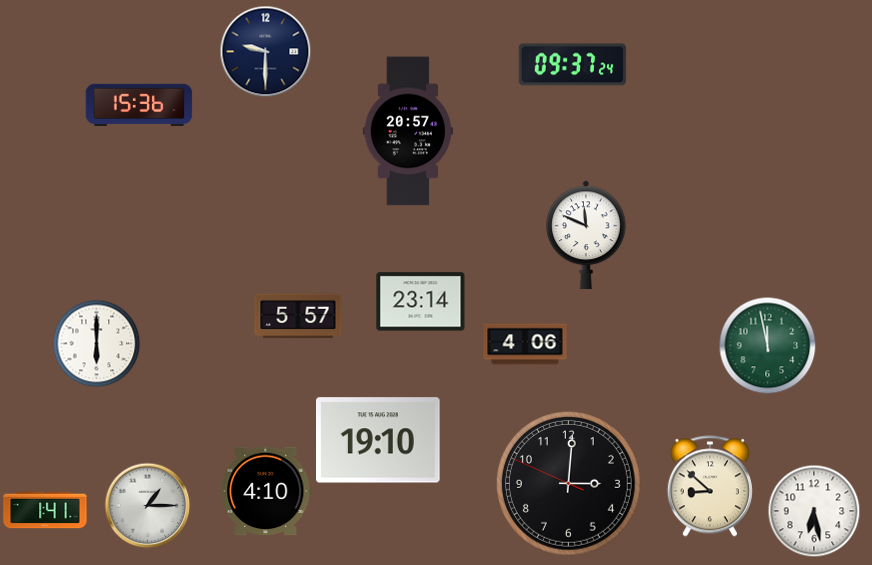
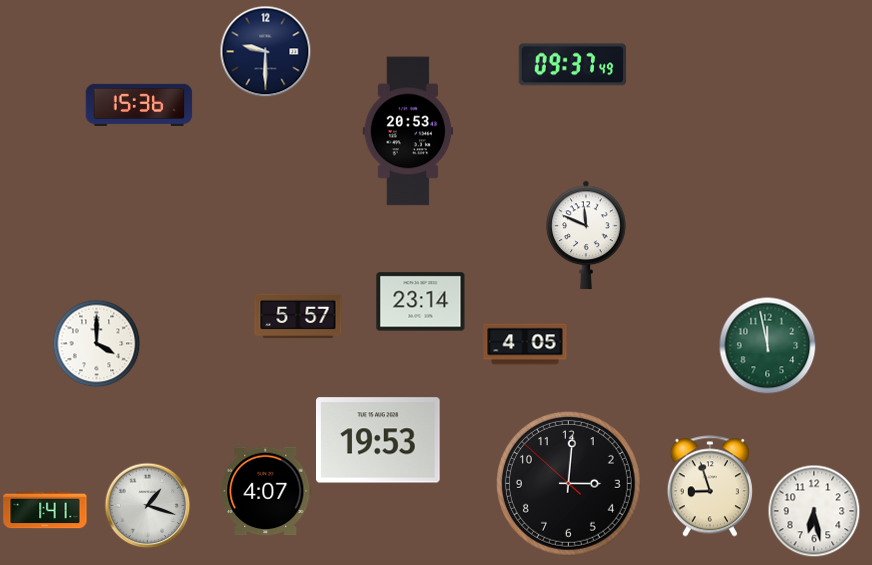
clock at (573, 65): 09:37:24 -> 09:37:49
clock at (407, 131): 20:57 -> 20:53
clock at (96, 343): 6:00 -> 4:00
clock at (525, 344): 4:06 -> 4:05
clock at (378, 440): 19:10 -> 19:53
clock at (569, 484): 3:00:49 -> 3:00:52
clock at (710, 486): 8:52 -> 8:57
clock at (266, 491): 4:10 -> 4:07
clock at (147, 505): 1:15 -> 1:18
